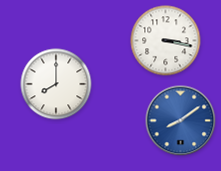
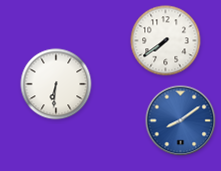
clock at (166, 41): 3:17 -> 7:39
clock at (56, 84): 8:00 -> 6:31
